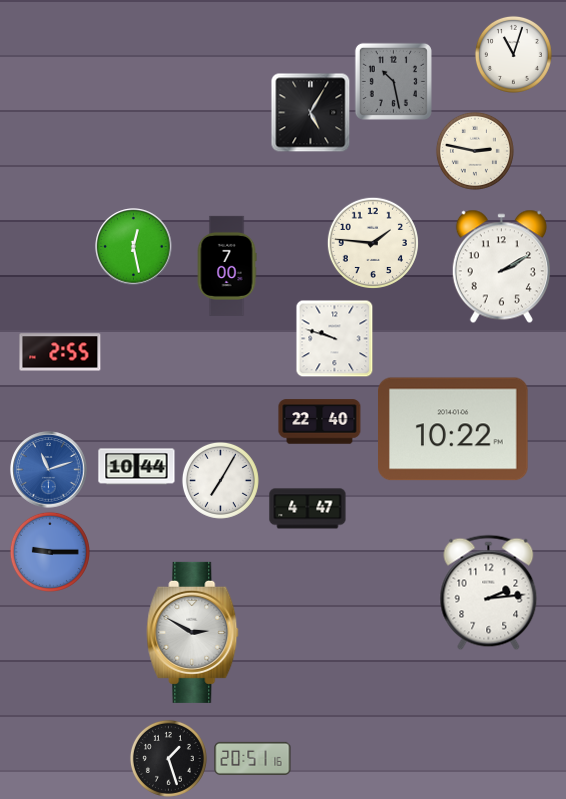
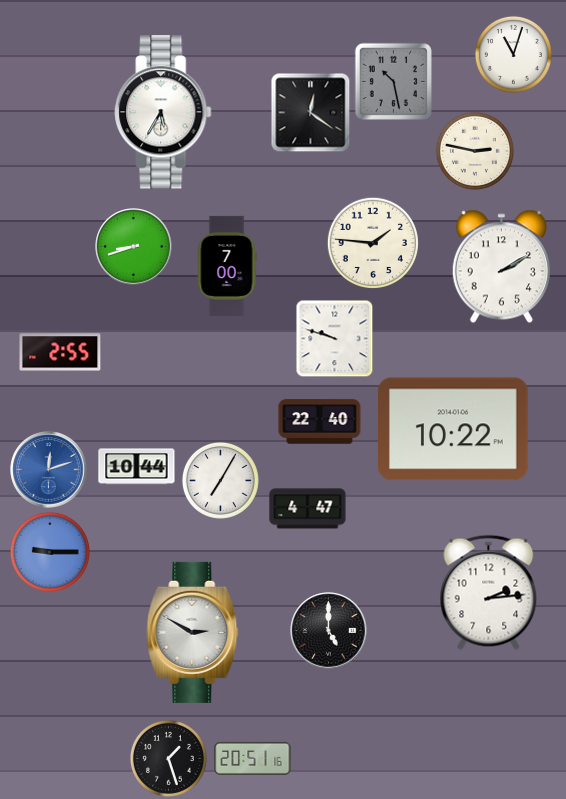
clock at (163, 112): none -> 5:35
clock at (310, 112): 5:05 -> 12:21
clock at (134, 247): 12:28 -> 8:42
clock at (49, 470): 11:12 -> 12:12
clock at (329, 631): none -> 5:00
